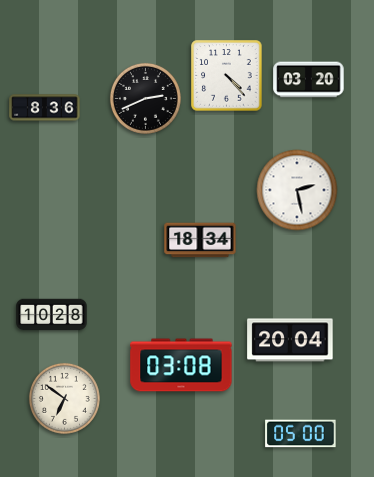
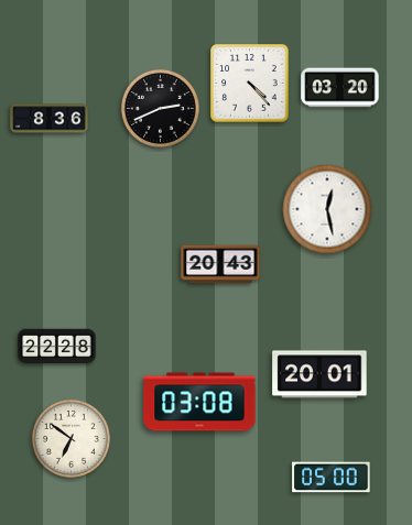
clock at (297, 190): 2:28 -> 12:28
clock at (200, 240): 18:34 -> 20:43
clock at (52, 315): 10:28 -> 22:28
clock at (290, 340): 20:04 -> 20:01
